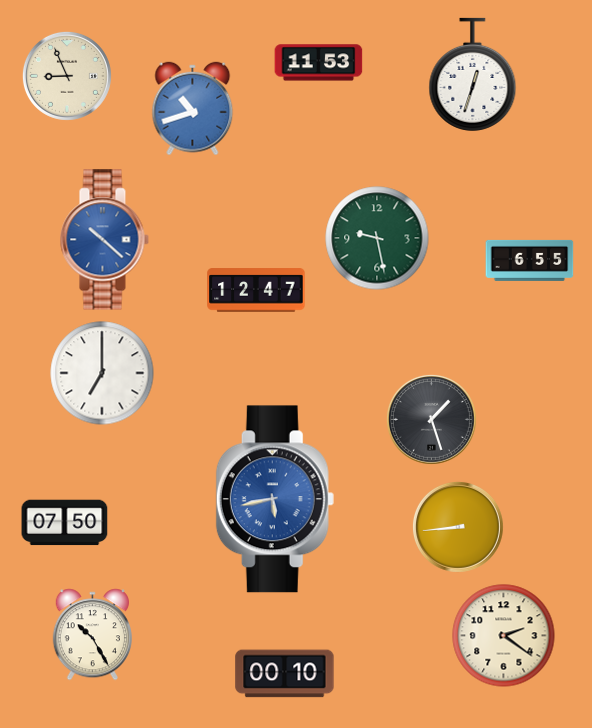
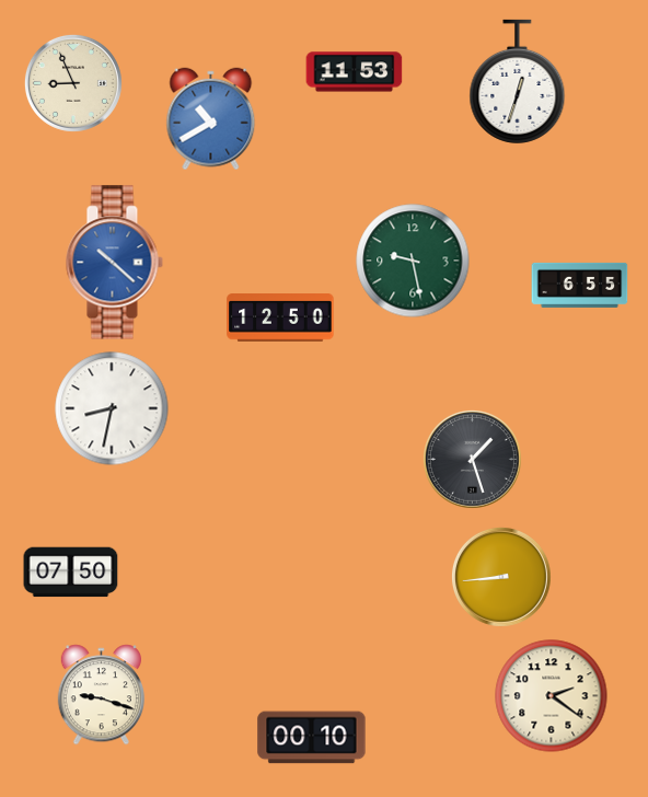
clock at (319, 63) position: (319, 63) -> (355, 72)
clock at (193, 109): 10:42 -> 10:40
clock at (256, 290): 12:47 -> 12:50
clock at (102, 373): 7:00 -> 8:32
clock at (275, 499): 5:43 -> none
clock at (92, 635): 10:25 -> 9:18
